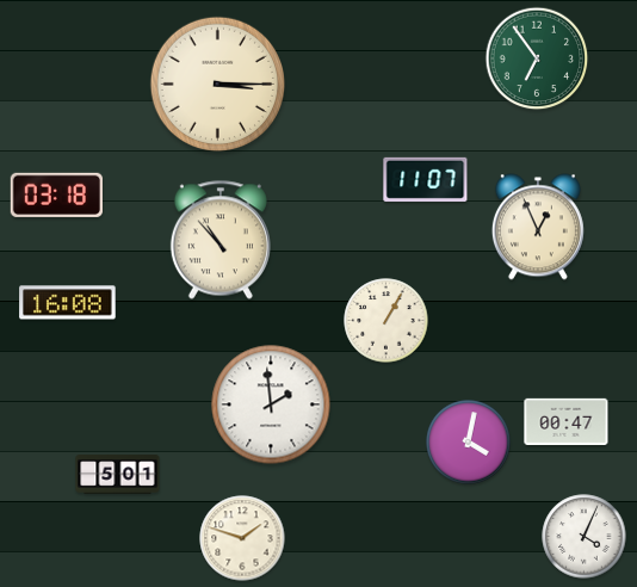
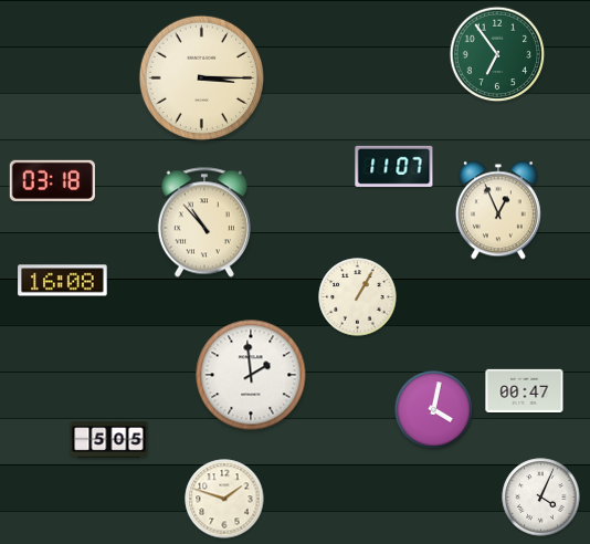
clock at (118, 475): 5:01 -> 5:05
